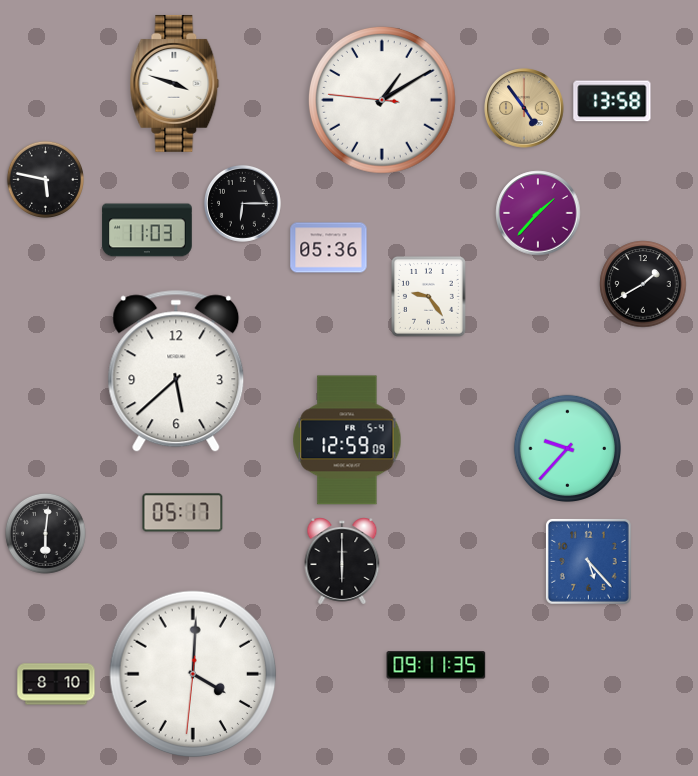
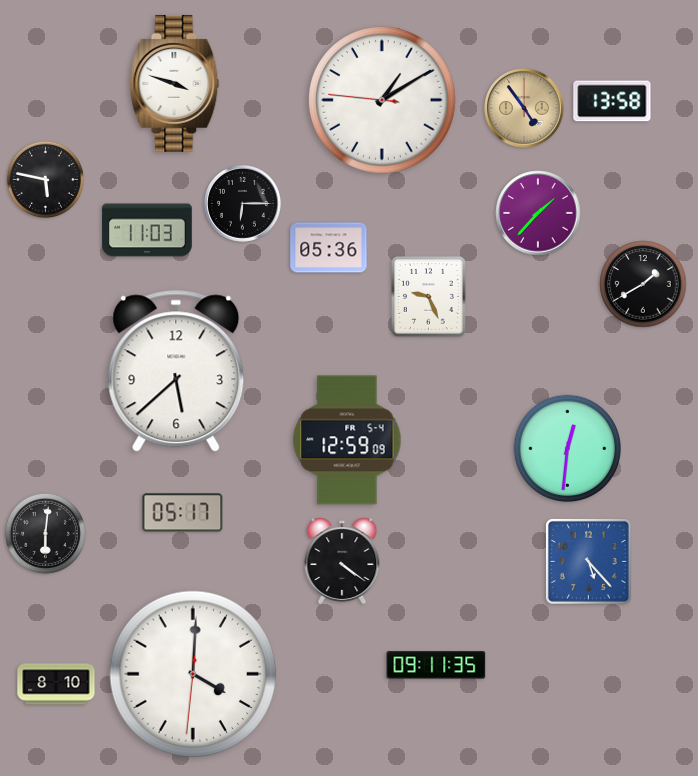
clock at (428, 296): 9:24 -> 9:26
clock at (567, 448): 9:37 -> 12:31
clock at (342, 561): 6:00 -> 4:21
